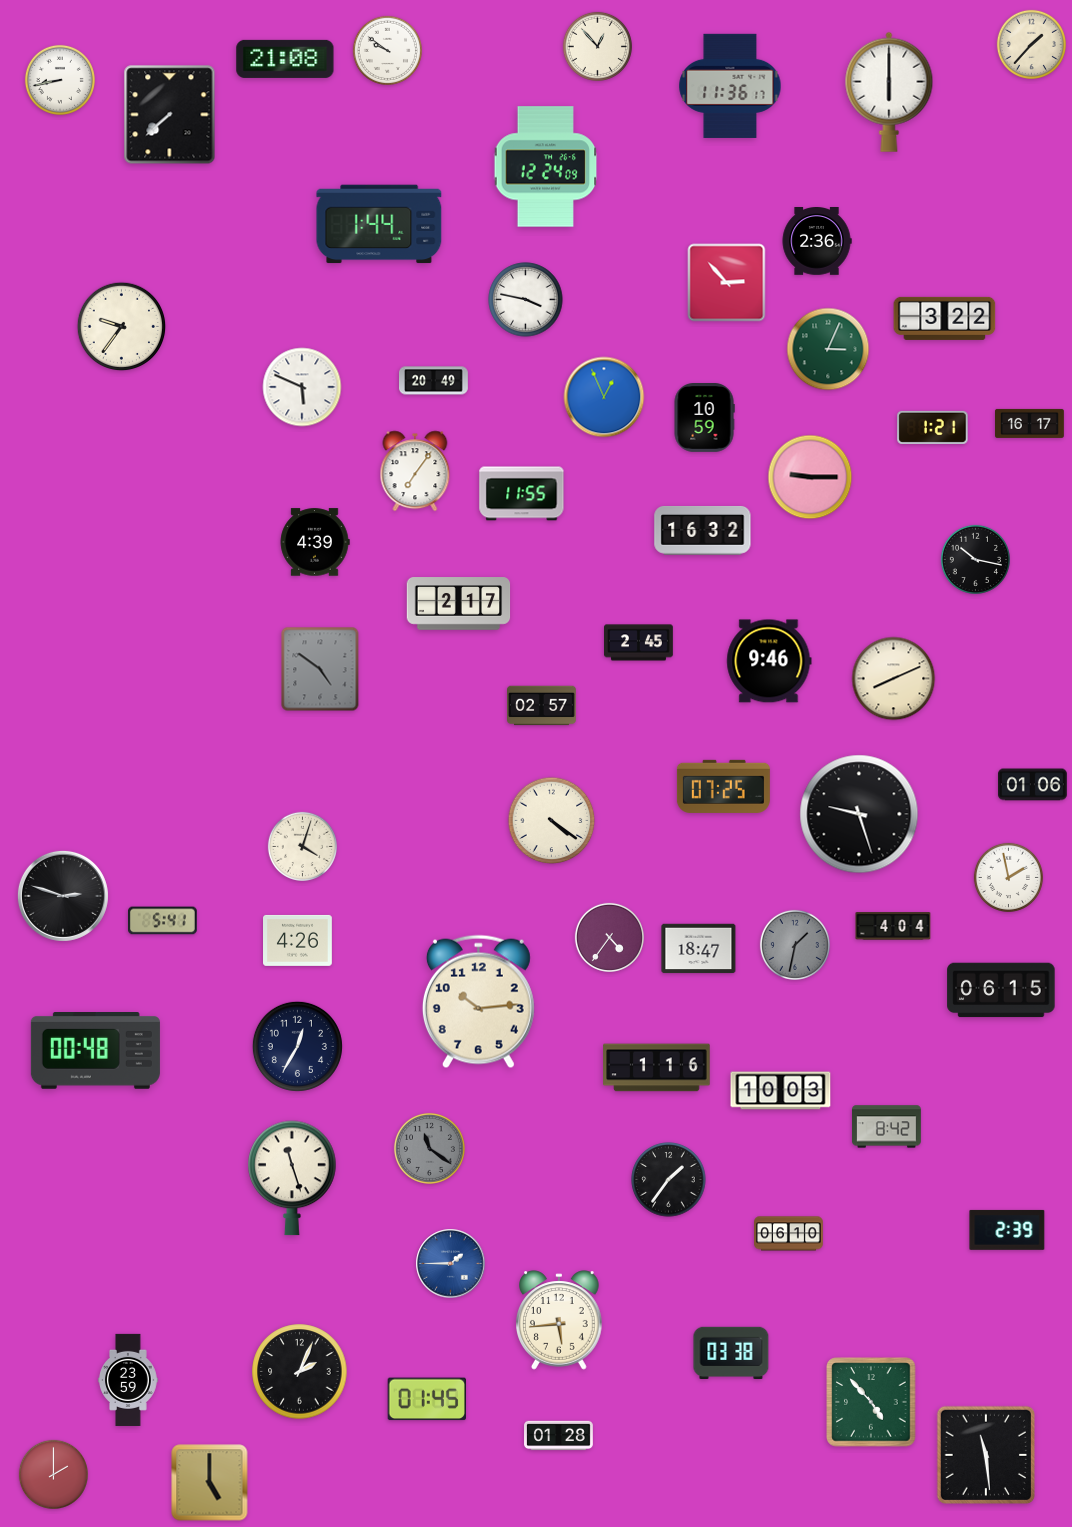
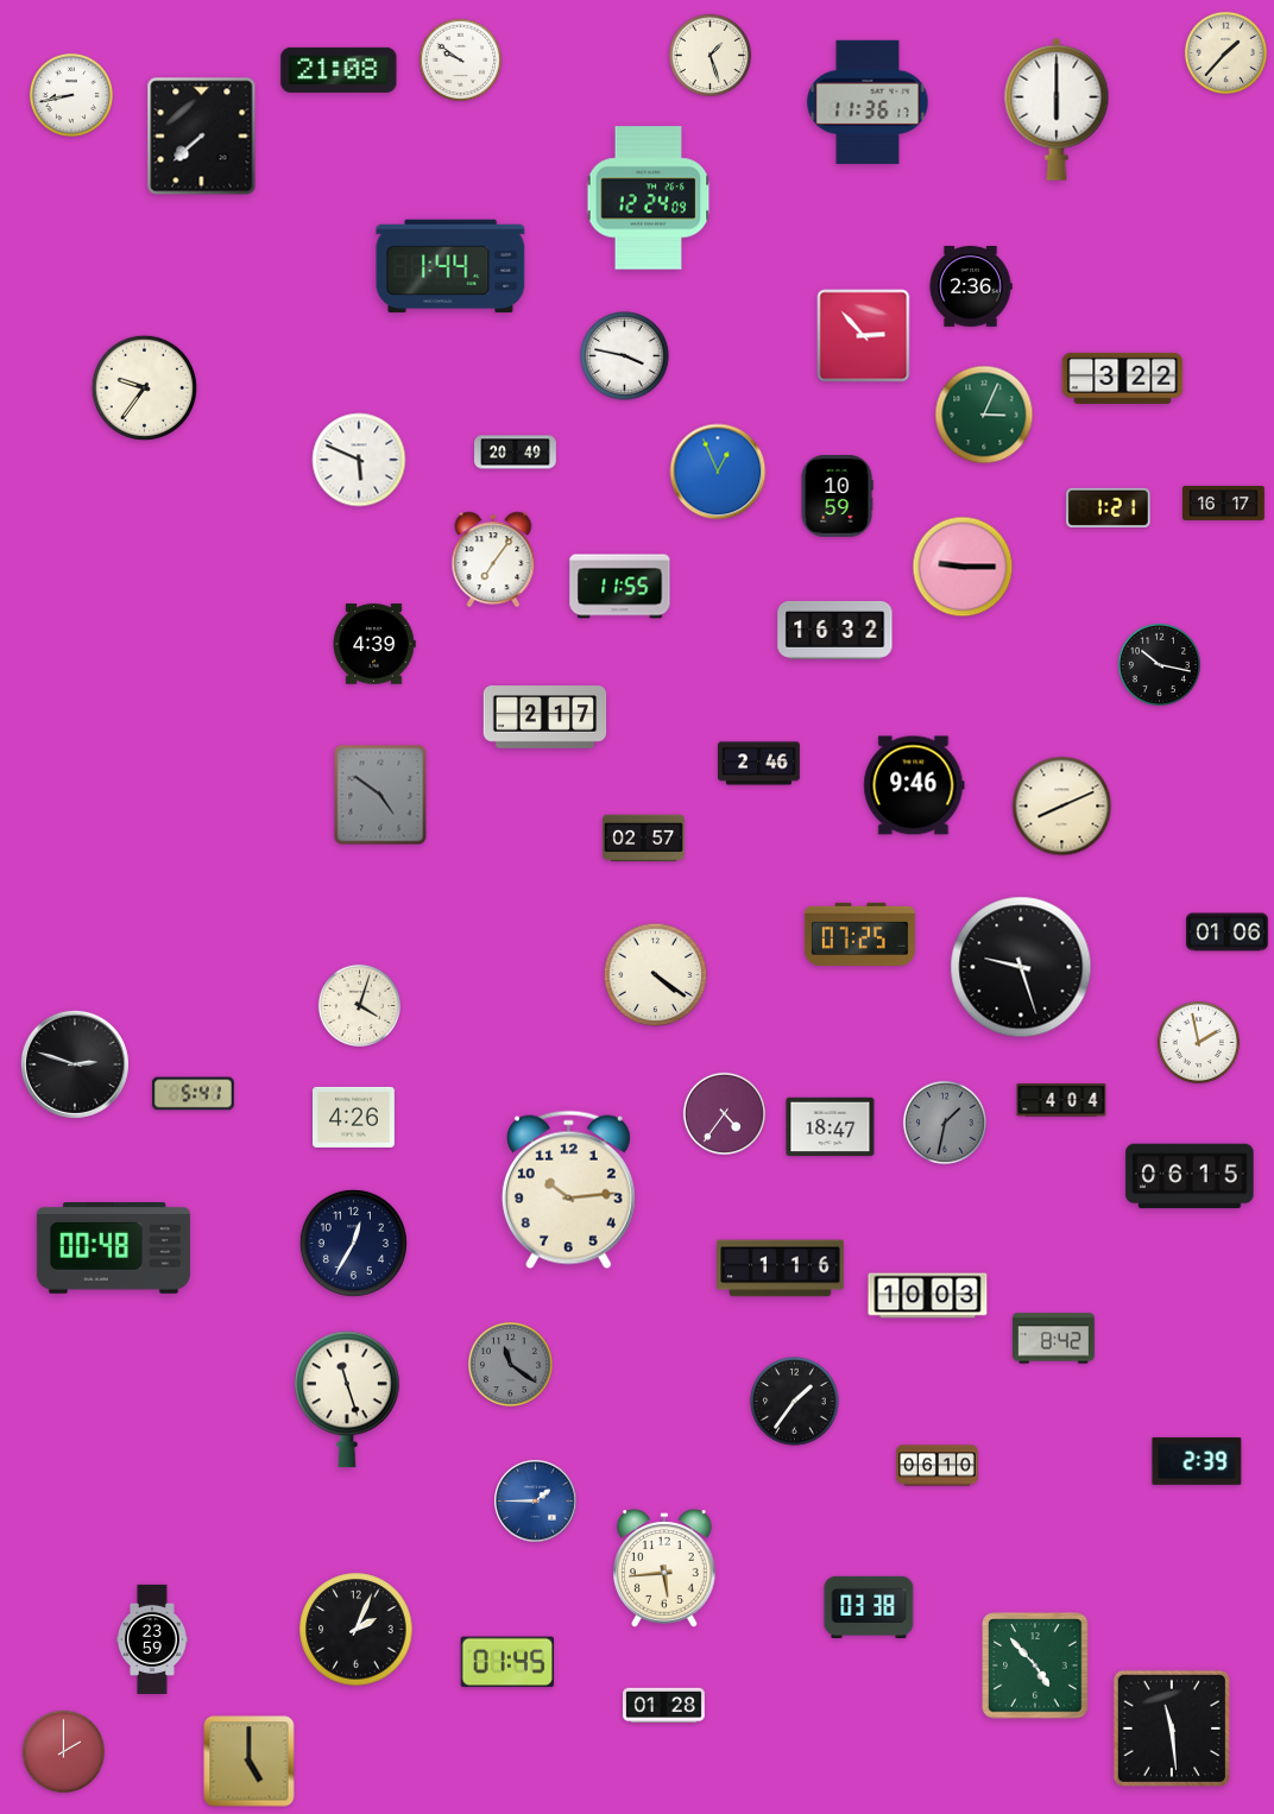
clock at (597, 46): 12:53 -> 1:27
clock at (639, 643): 2:45 -> 2:46
